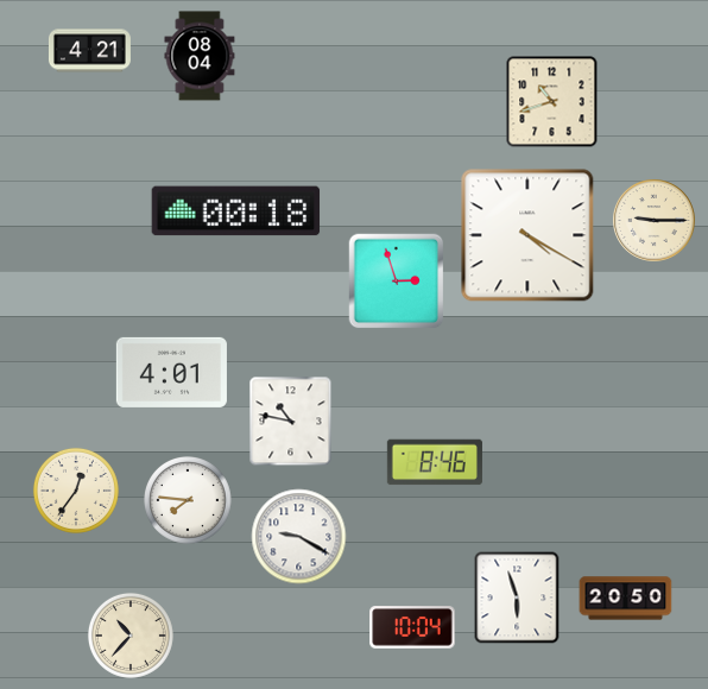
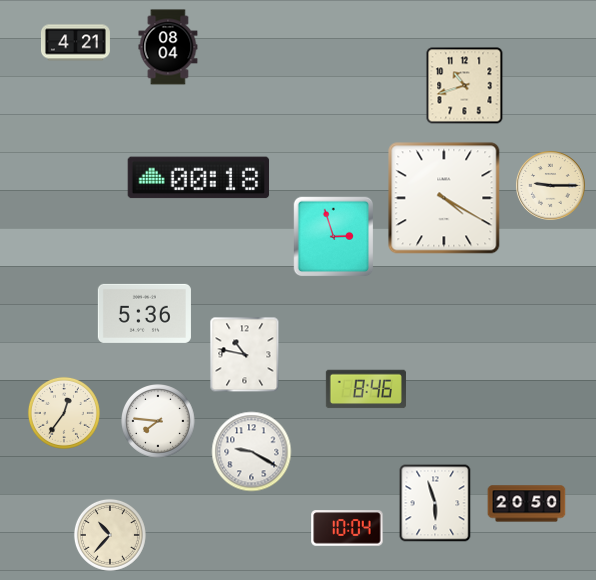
clock at (171, 372): 4:01 -> 5:36
